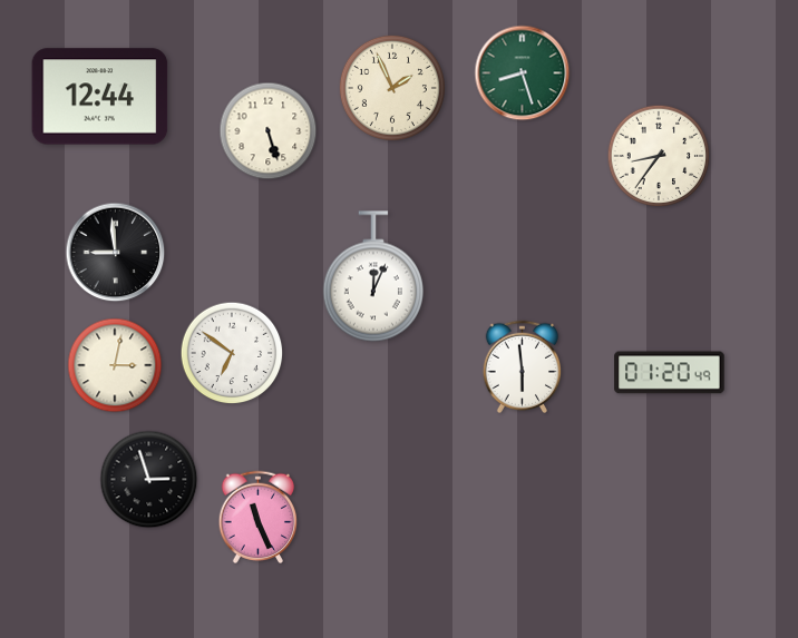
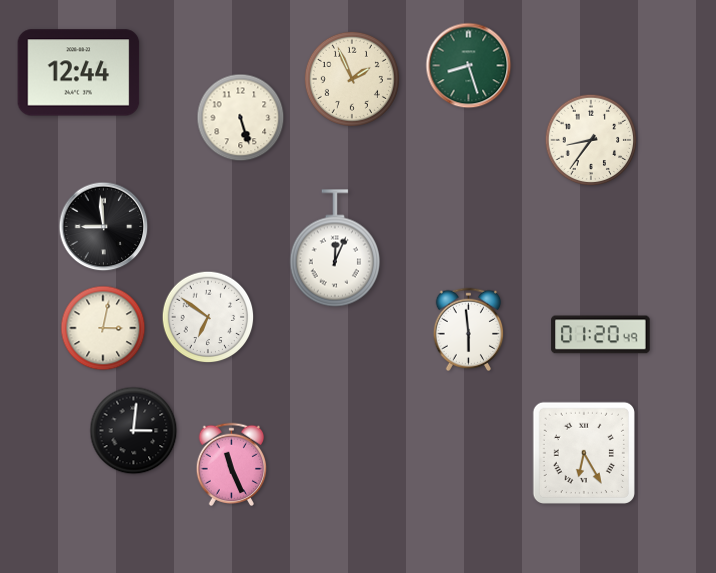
clock at (100, 97) position: (100, 97) -> (79, 73)
clock at (149, 480): 2:57 -> 3:01
clock at (584, 453): none -> 6:25
